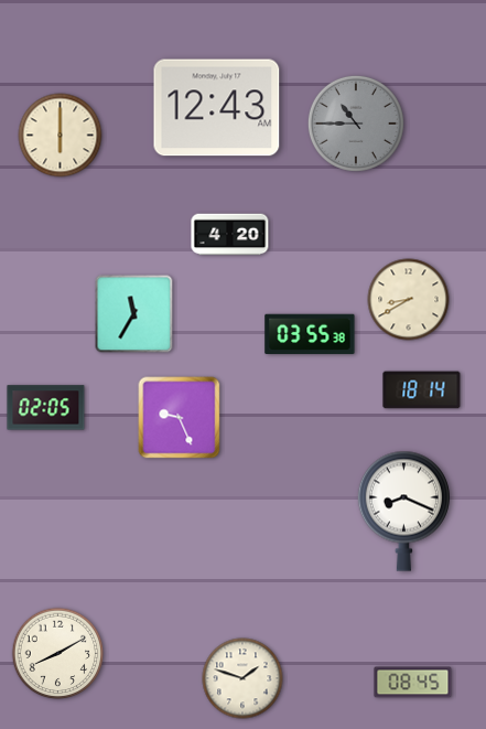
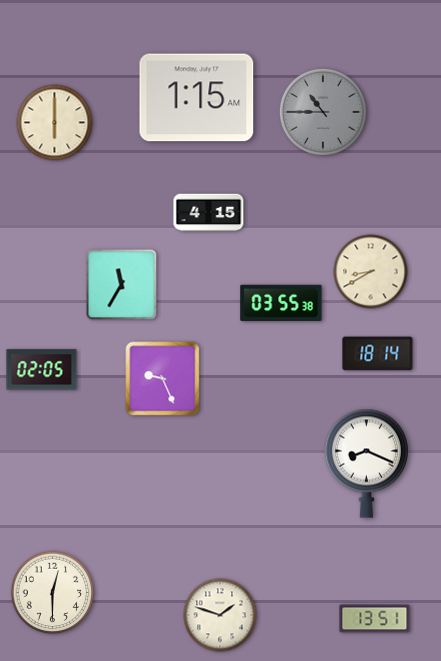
clock at (217, 108): 12:43 -> 1:15
clock at (230, 235): 4:20 -> 4:15
clock at (422, 390) position: (422, 390) -> (378, 354)
clock at (58, 654): 8:10 -> 12:30
clock at (413, 683): 08:45 -> 13:51
